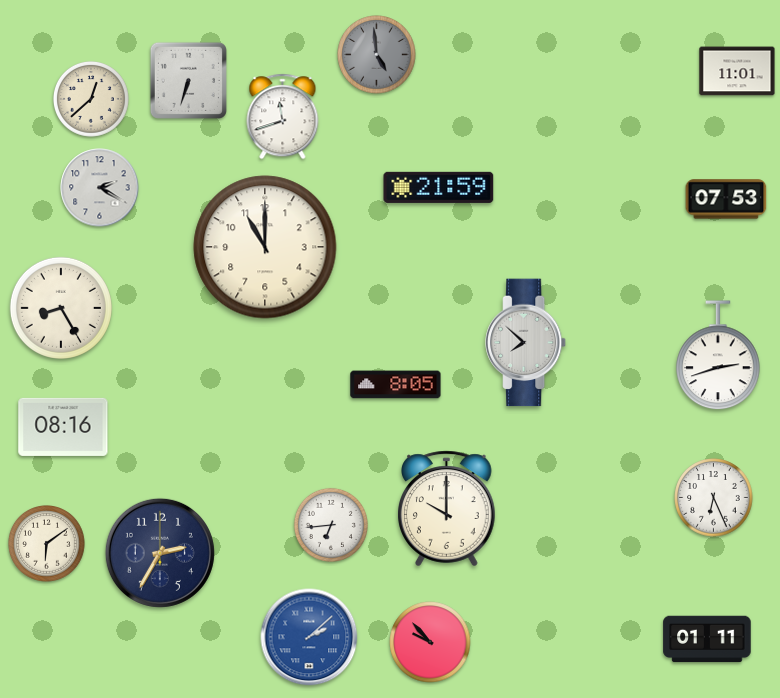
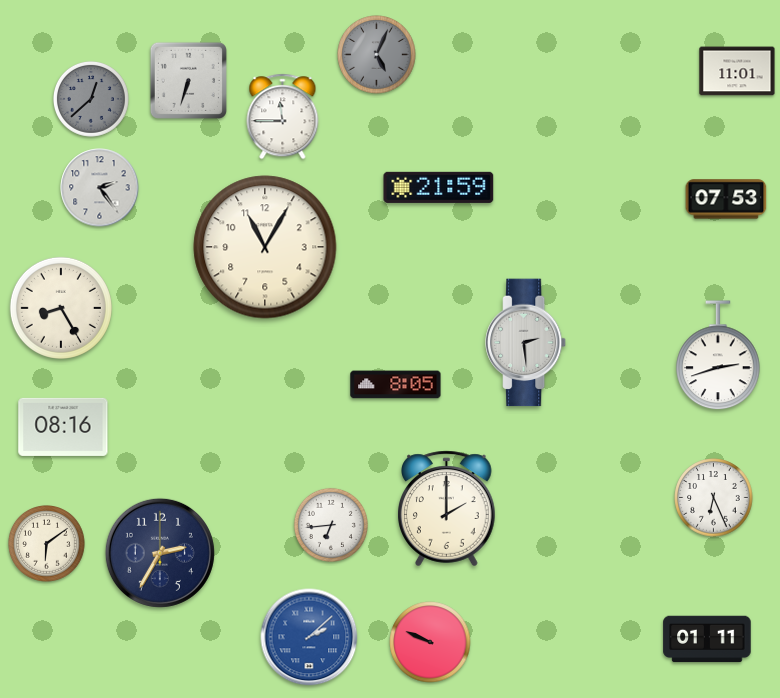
clock at (377, 55): 4:59 -> 5:04
clock at (91, 99) dial: cream -> grey
clock at (283, 117): 11:42 -> 11:45
clock at (100, 188): 2:20 -> 2:24
clock at (265, 247): 11:00 -> 11:05
clock at (527, 343): 7:52 -> 2:29
clock at (447, 509): 10:00 -> 2:00
clock at (430, 642): 9:53 -> 9:49
